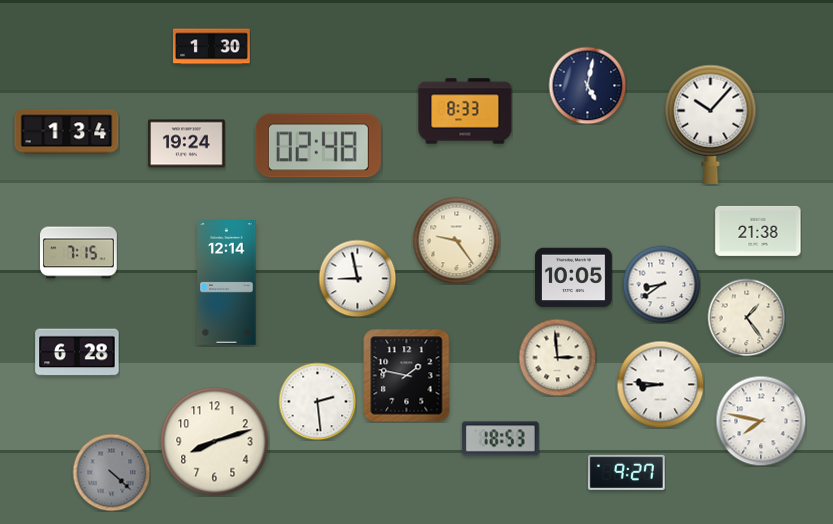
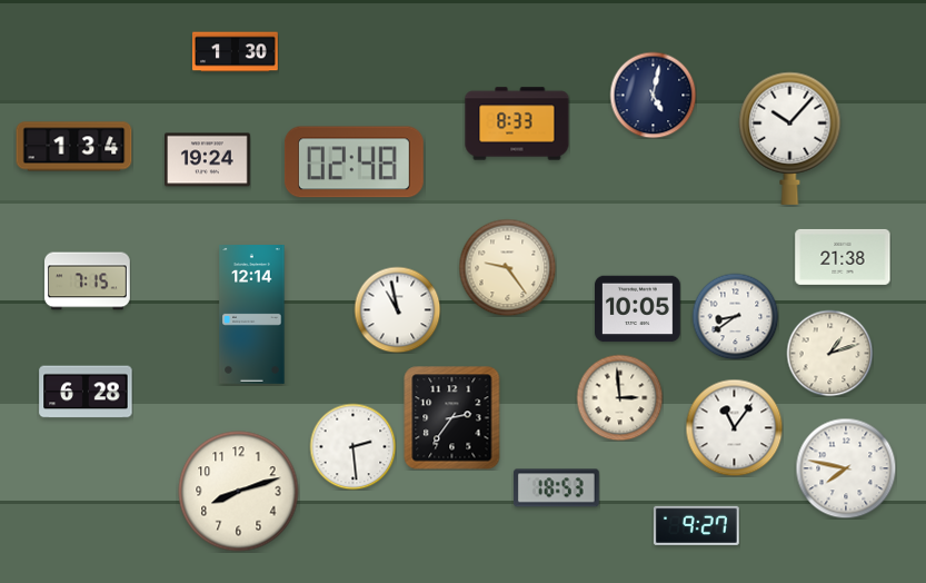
clock at (357, 278): 8:58 -> 10:58
clock at (746, 317): 1:24 -> 1:12
clock at (407, 376): 1:47 -> 2:36
clock at (660, 384): 8:46 -> 11:06
clock at (111, 472): 4:22 -> none
